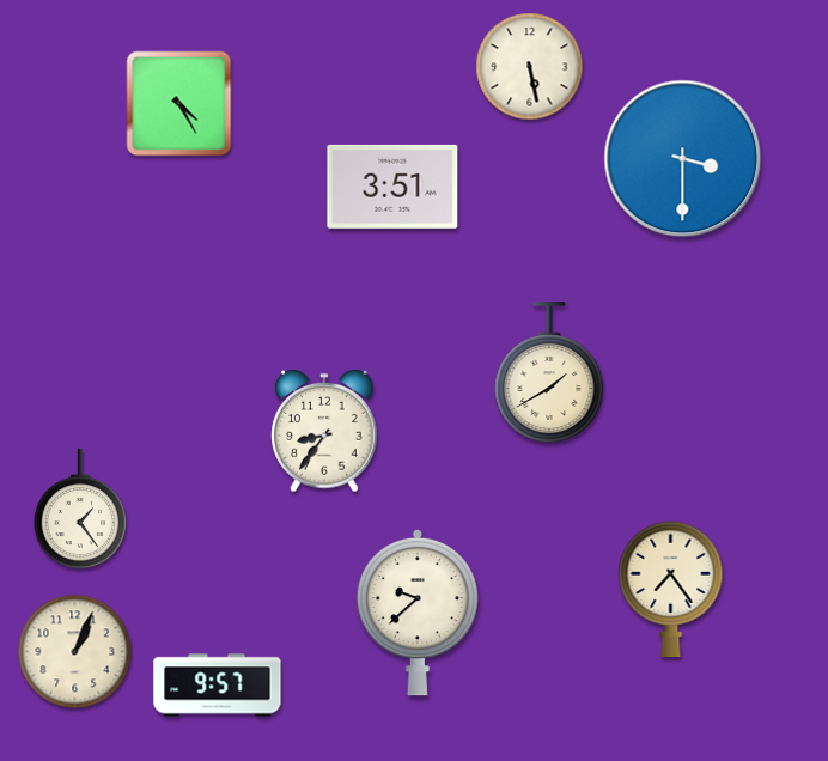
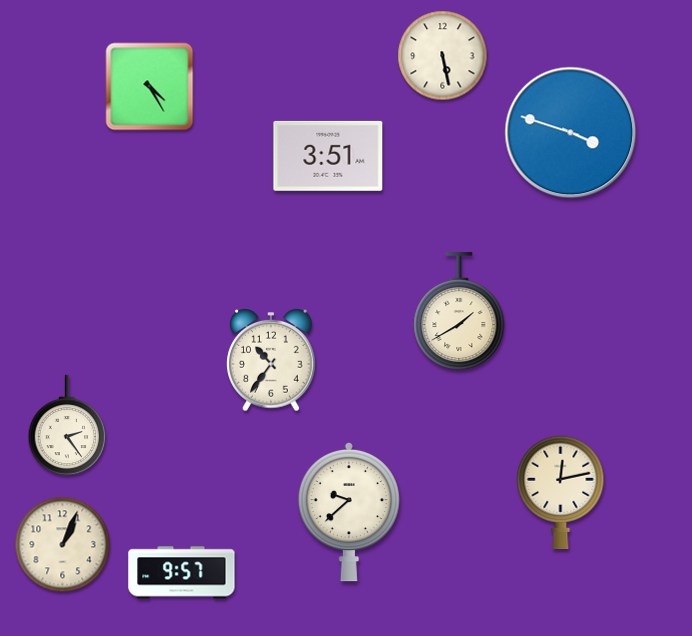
clock at (683, 159): 3:30 -> 3:48
clock at (324, 432): 8:36 -> 10:36
clock at (80, 509): 1:24 -> 2:24
clock at (671, 590): 7:24 -> 12:13
